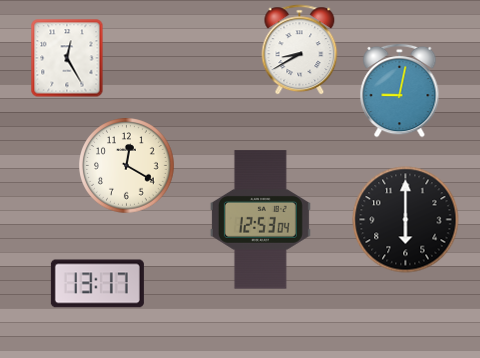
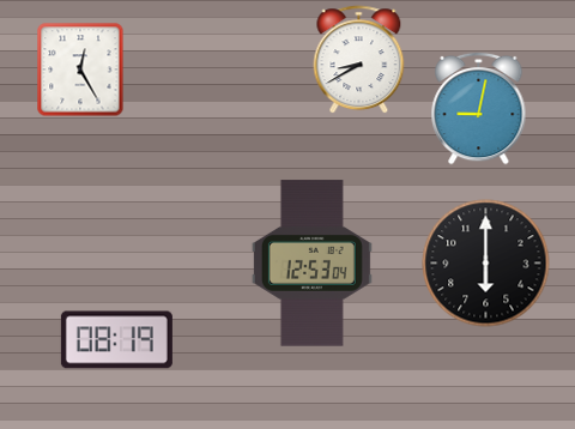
clock at (127, 166): 12:20 -> none
clock at (97, 284): 13:17 -> 08:19
